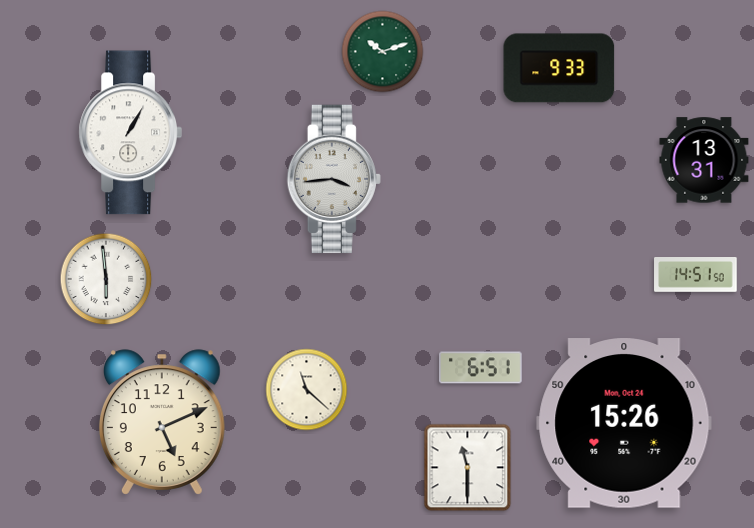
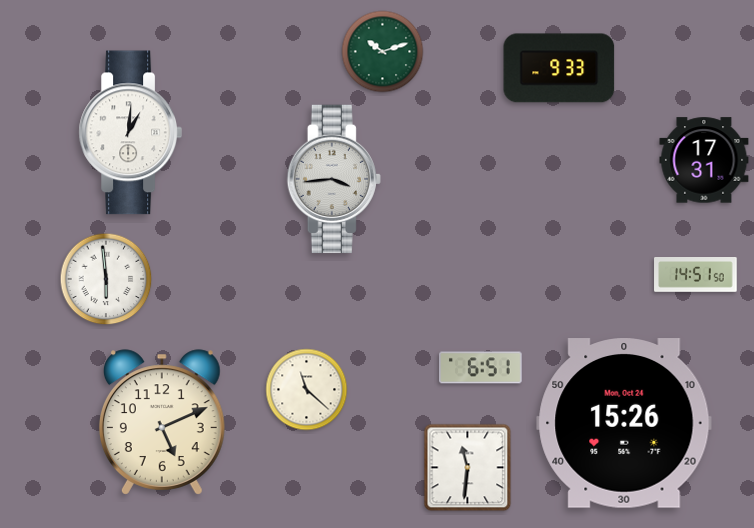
clock at (130, 133): 1:05 -> 1:01
clock at (704, 160): 13:31 -> 17:31
clock at (468, 468): 11:30 -> 11:31
